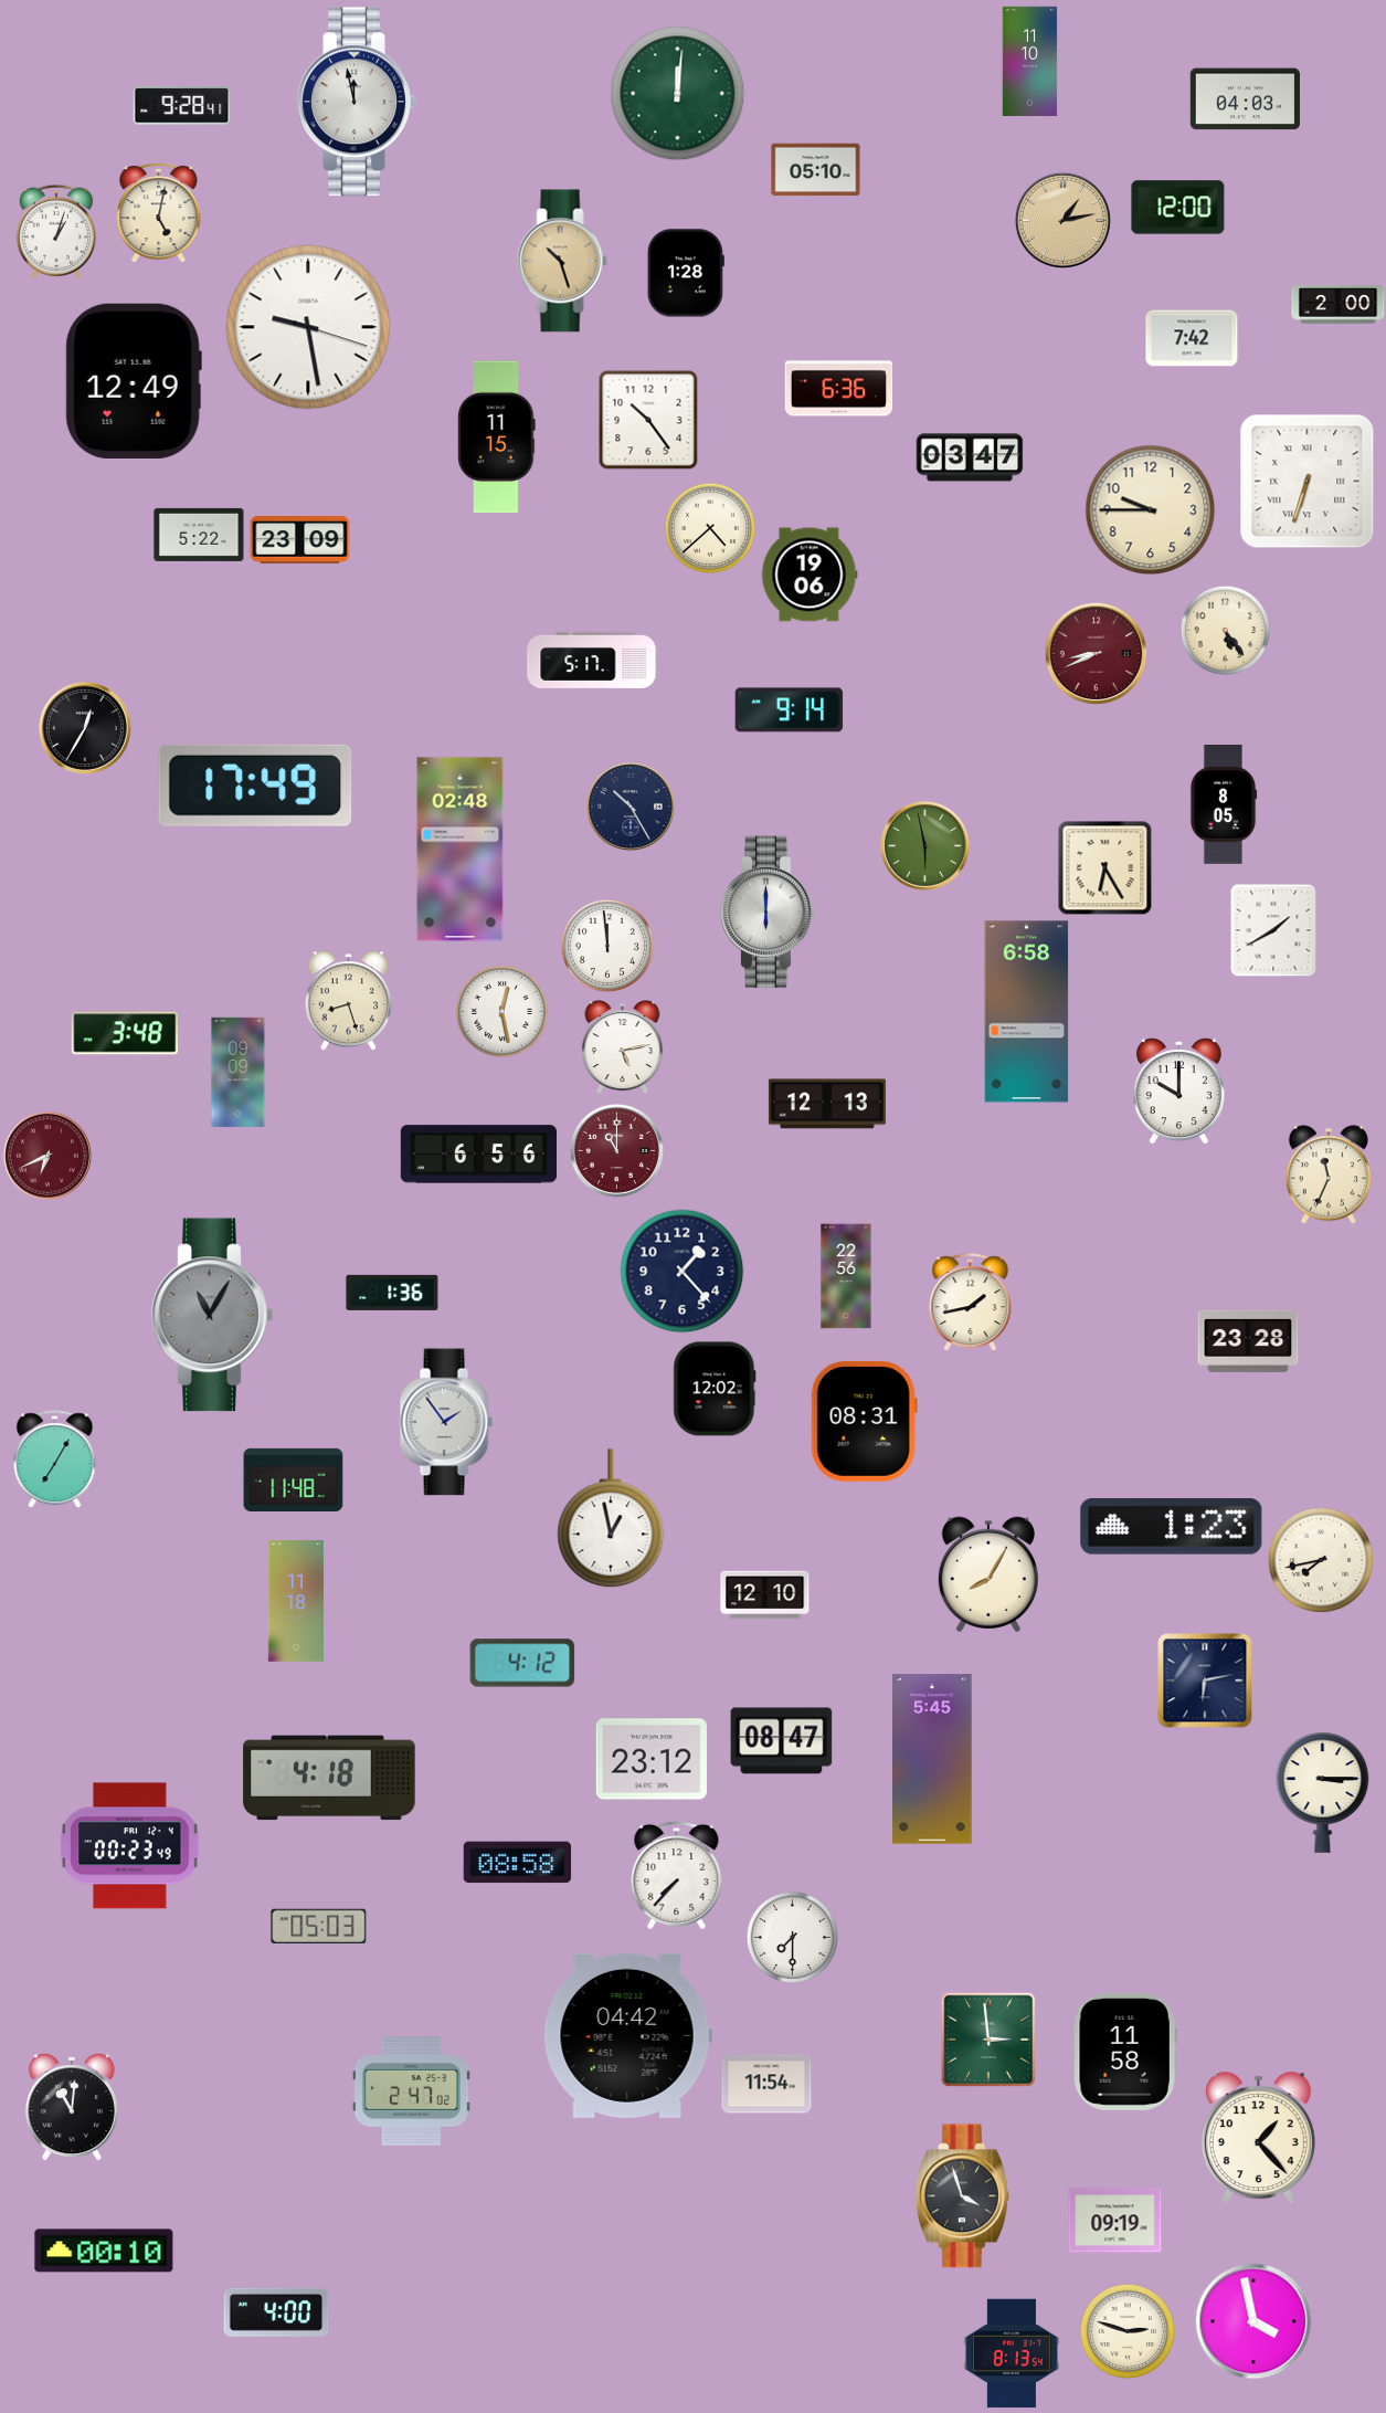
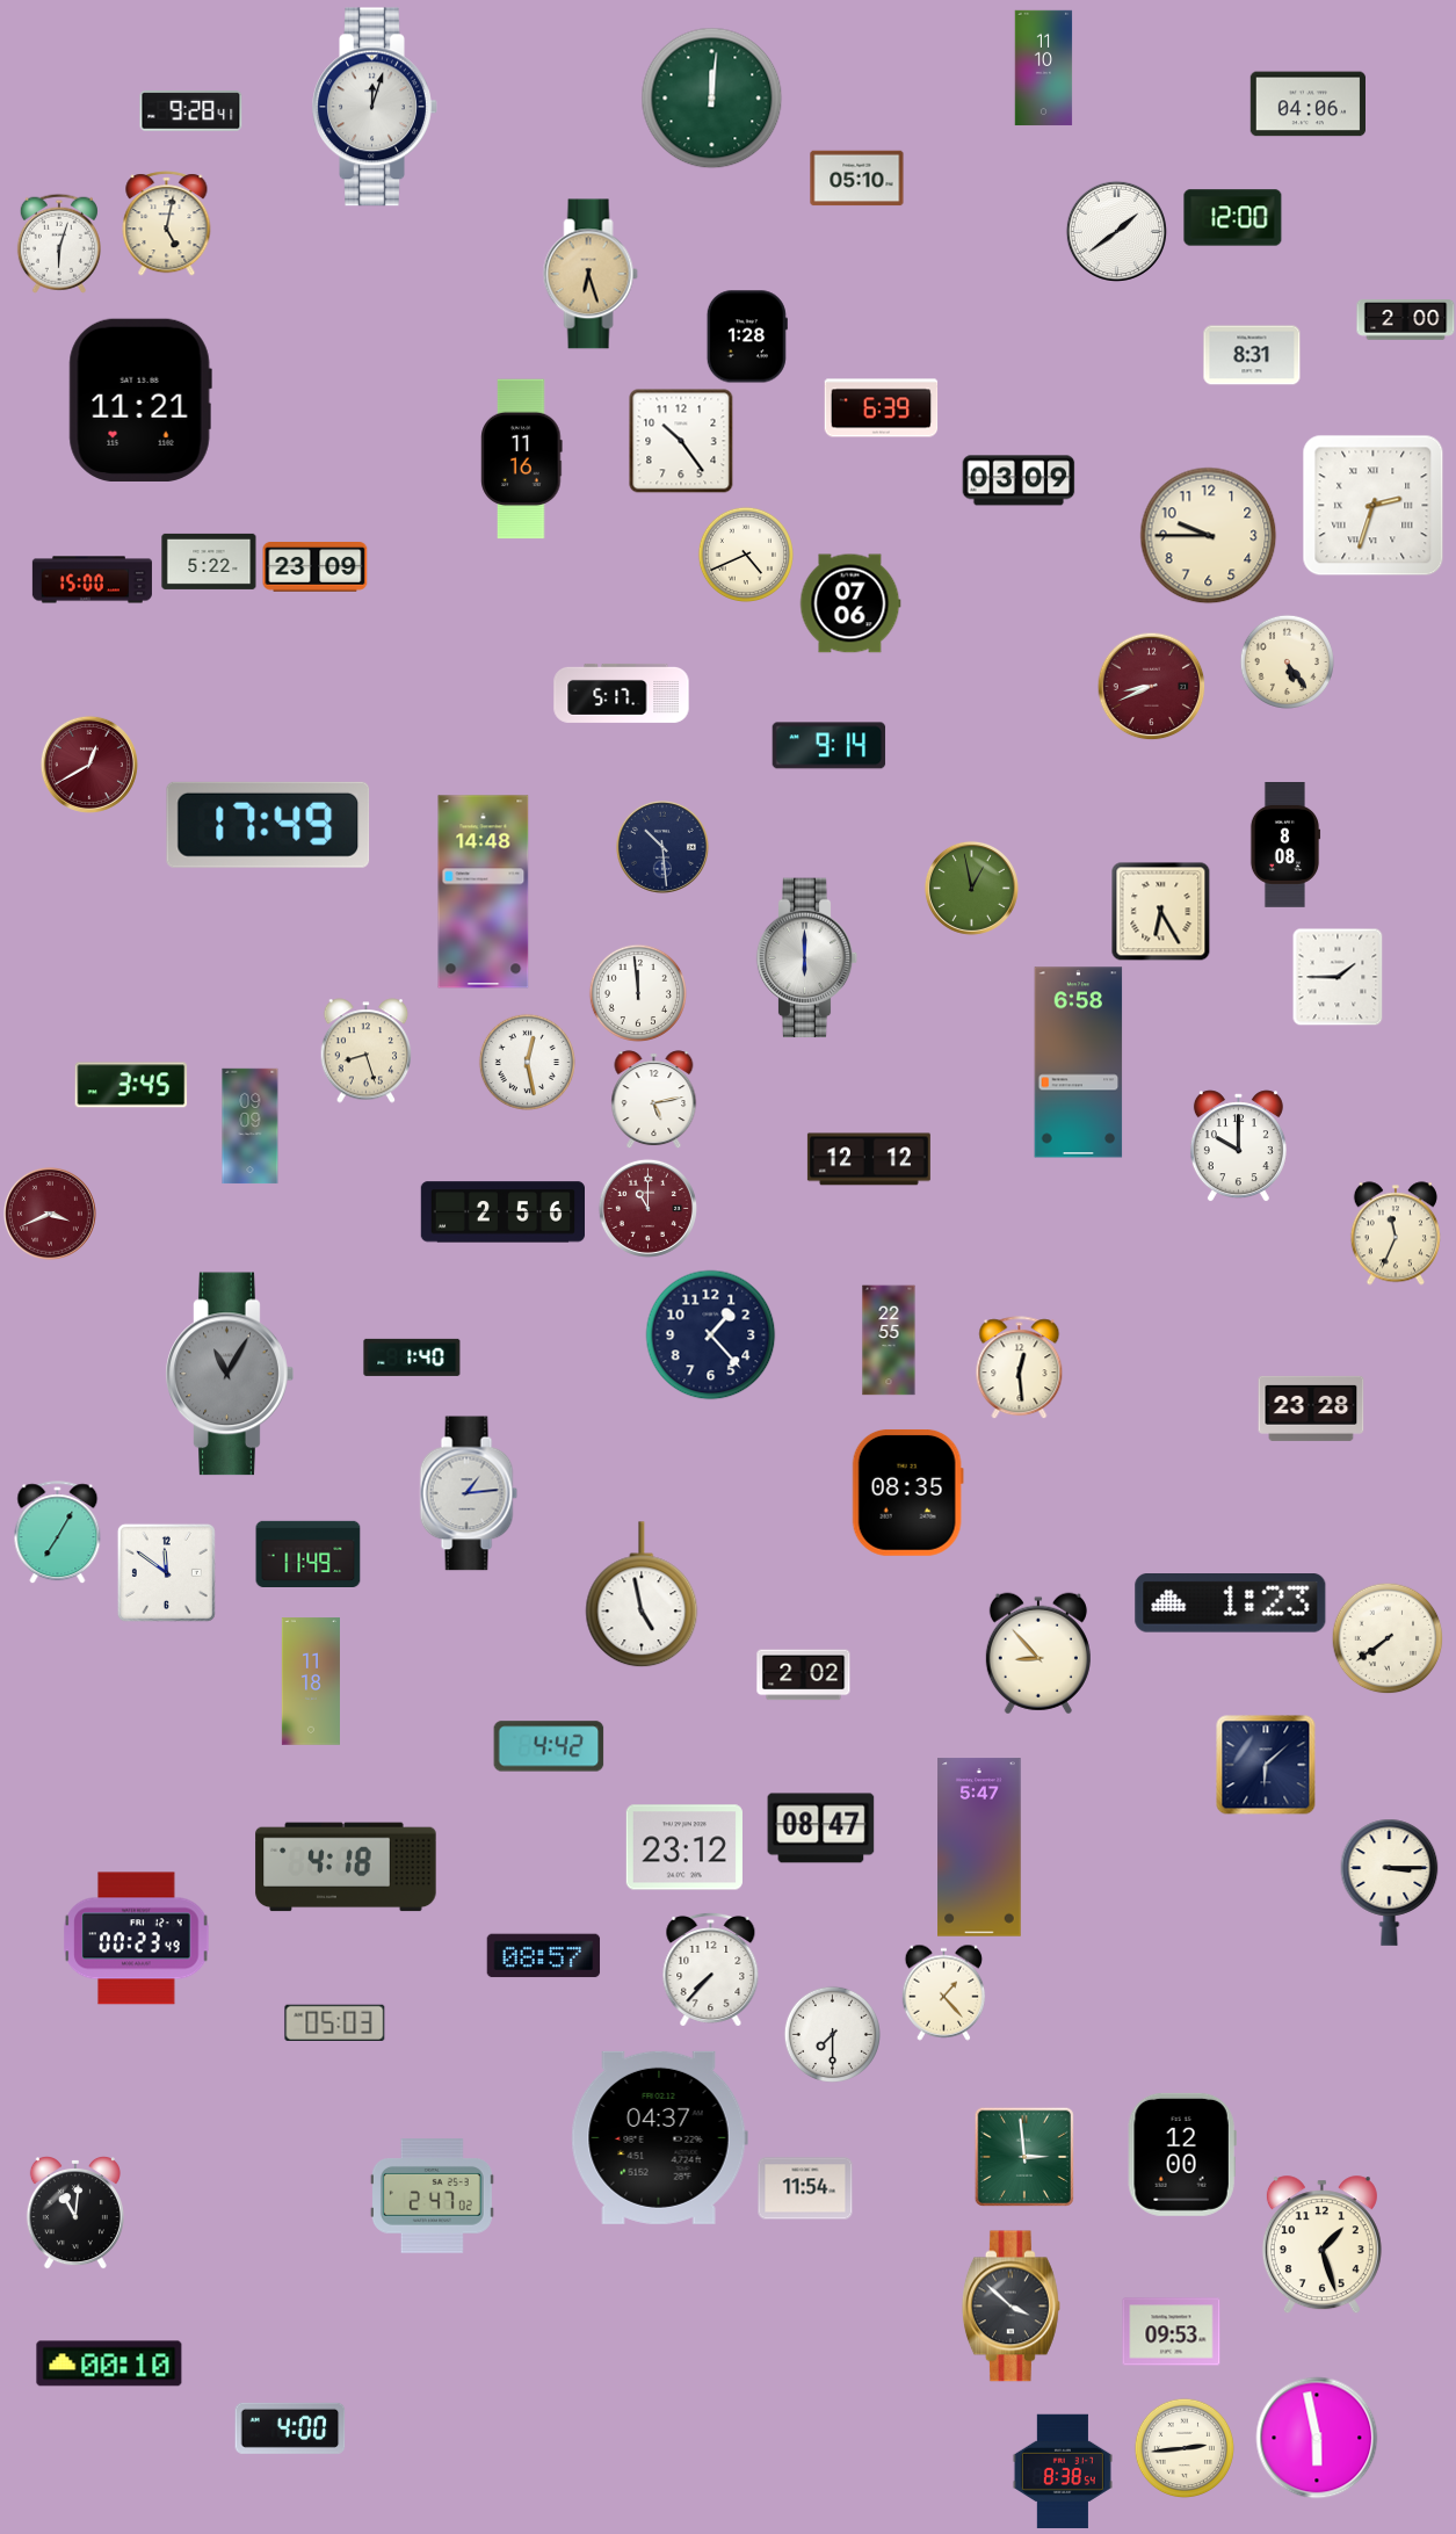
clock at (1030, 62) position: (1030, 62) -> (1044, 68)
clock at (1245, 99): 04:03 -> 04:06
clock at (357, 102): 11:58 -> 12:03
clock at (1178, 208) position: (1178, 208) -> (1233, 218)
clock at (1062, 220): 1:13 -> 1:39
clock at (1062, 220) dial: champagne -> white
clock at (56, 232): 1:03 -> 6:03
clock at (562, 261): 10:27 -> 6:27
clock at (686, 273) position: (686, 273) -> (747, 336)
clock at (308, 327): 9:28 -> none
clock at (1192, 338): 7:42 -> 8:31
clock at (134, 381): 12:49 -> 11:21
clock at (839, 389): 6:36 -> 6:39
clock at (497, 438): 11:15 -> 11:16
clock at (970, 457): 03:47 -> 03:09
clock at (1308, 482): 6:33 -> 2:33
clock at (709, 527): 4:38 -> 4:41
clock at (92, 580): none -> 15:00
clock at (810, 575): 19:06 -> 07:06
clock at (85, 728): 12:35 -> 12:40
clock at (85, 728) dial: black -> burgundy
clock at (1224, 805): 8:05 -> 8:08
clock at (631, 807): 10:25 -> 10:29
clock at (924, 845): 5:58 -> 12:58
clock at (461, 850): 02:48 -> 14:48
clock at (1273, 930): 1:40 -> 1:45
clock at (125, 1033): 3:48 -> 3:45
clock at (827, 1104): 12:13 -> 12:12
clock at (478, 1155): 6:56 -> 2:56
clock at (47, 1156): 6:41 -> 3:41
clock at (683, 1272) position: (683, 1272) -> (711, 1335)
clock at (846, 1276): 22:56 -> 22:55
clock at (392, 1293): 1:36 -> 1:40
clock at (971, 1303): 1:43 -> 12:29
clock at (212, 1315) position: (212, 1315) -> (230, 1374)
clock at (715, 1389): 12:02 -> none
clock at (864, 1421): 08:31 -> 08:35
clock at (446, 1422): 1:54 -> 1:14
clock at (294, 1479): 11:48 -> 11:49
clock at (166, 1572): none -> 11:51
clock at (611, 1519): 12:58 -> 4:58
clock at (1321, 1560): 7:43 -> 7:39
clock at (988, 1574): 8:05 -> 8:53
clock at (765, 1595): 12:10 -> 2:02
clock at (522, 1663): 4:12 -> 4:42
clock at (1205, 1680): 6:13 -> 6:08
clock at (932, 1759): 5:45 -> 5:47
clock at (518, 1863): 08:58 -> 08:57
clock at (944, 1992): none -> 1:23
clock at (627, 2035): 04:42 -> 04:37
clock at (988, 2040) position: (988, 2040) -> (1024, 2157)
clock at (1125, 2052): 11:58 -> 12:00
clock at (1258, 2138): 1:23 -> 1:27
clock at (962, 2196): 3:57 -> 3:52
clock at (1115, 2221): 09:19 -> 09:53
clock at (1253, 2321): 3:58 -> 5:58
clock at (1126, 2330): 2:48 -> 2:44
clock at (1012, 2353): 8:13 -> 8:38
